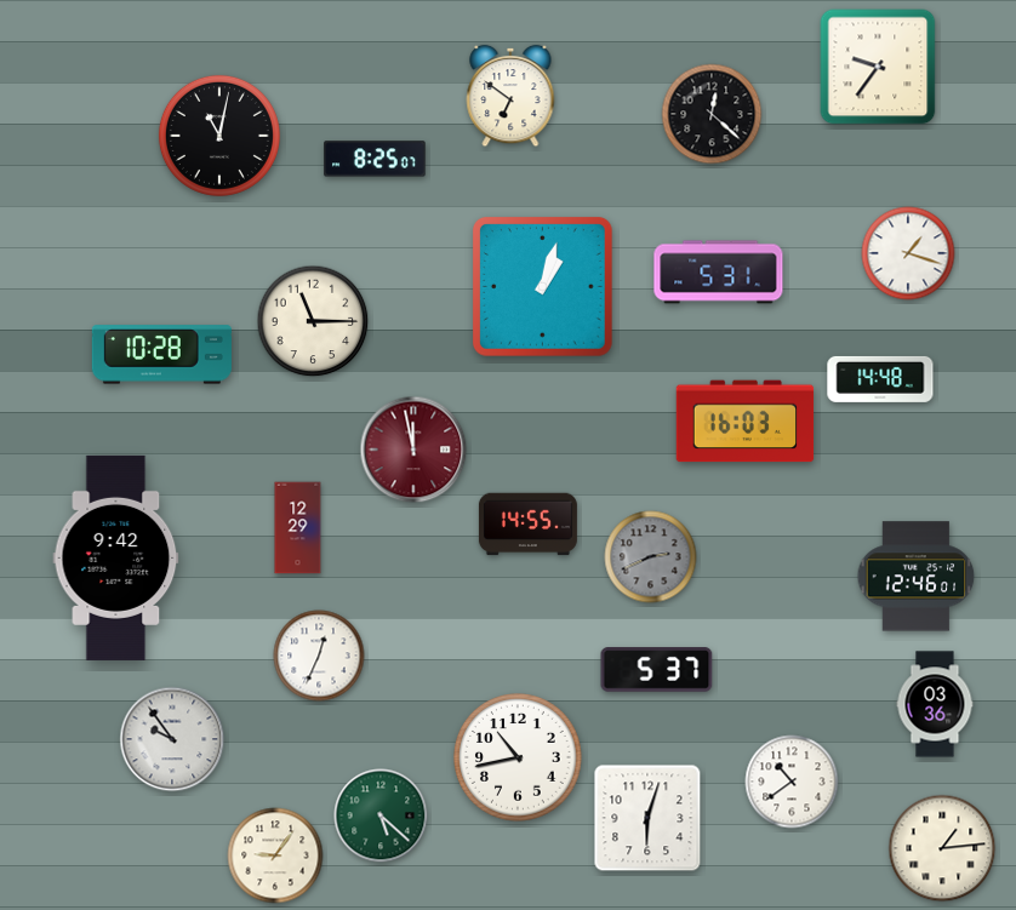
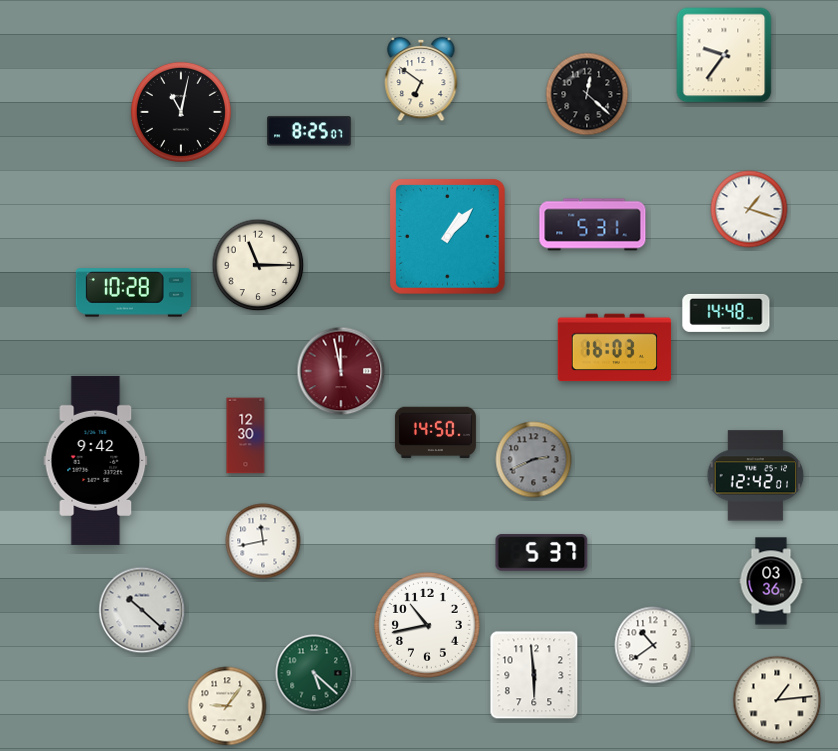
clock at (543, 287): 1:03 -> 1:07
clock at (527, 525): 14:55 -> 14:50
clock at (298, 528): 12:29 -> 12:30
clock at (651, 557) position: (651, 557) -> (534, 460)
clock at (917, 577): 12:46 -> 12:42
clock at (319, 656): 12:34 -> 11:43
clock at (172, 739): 9:54 -> 10:22
clock at (647, 818): 6:03 -> 5:59
